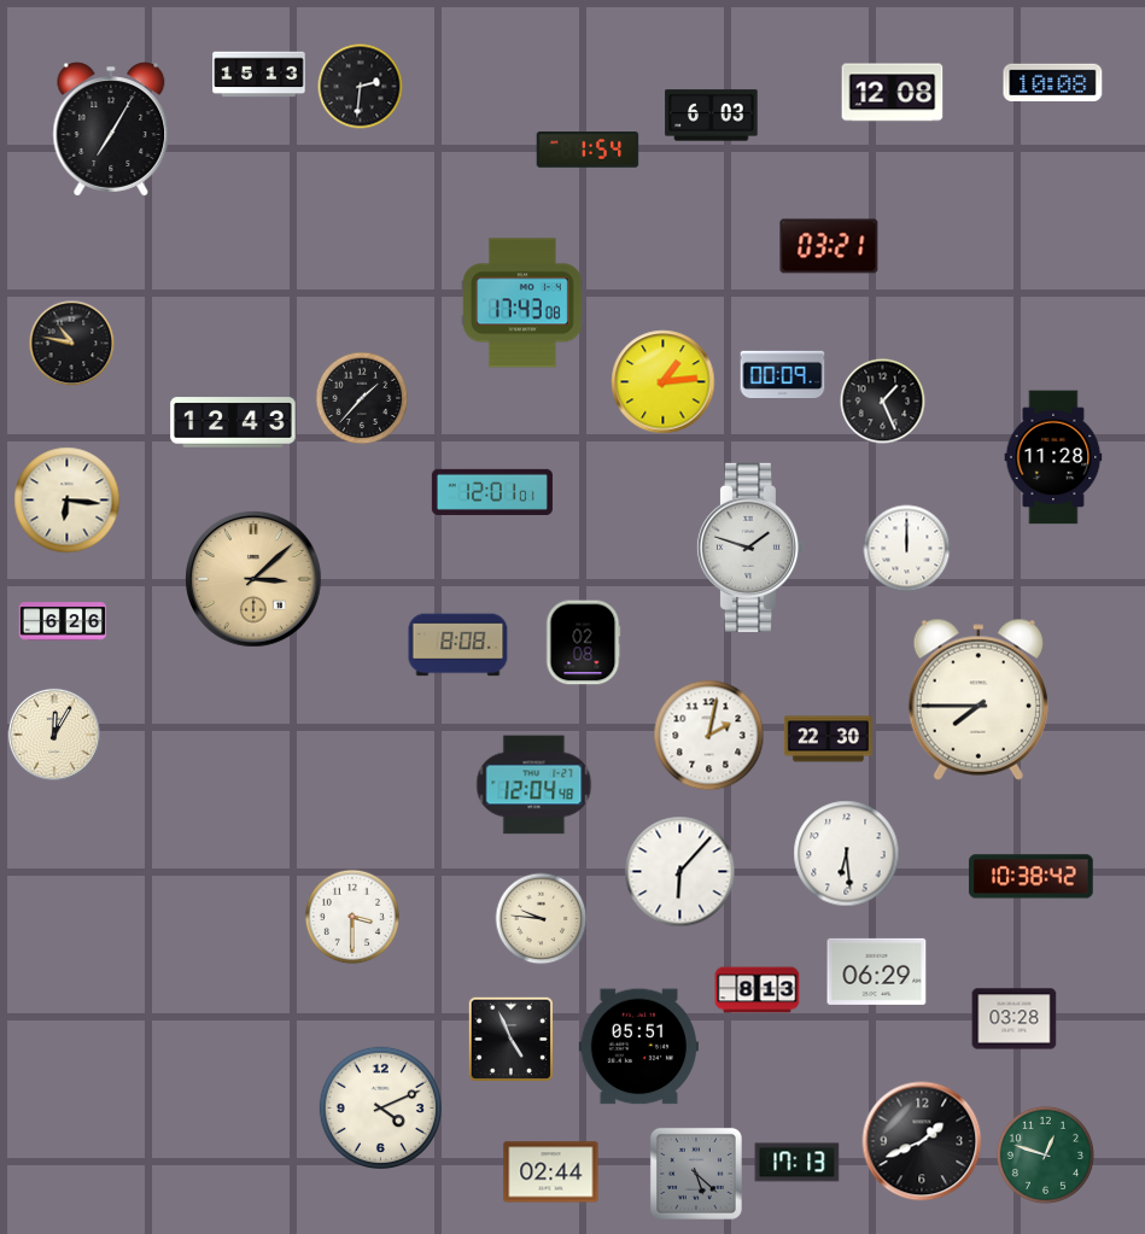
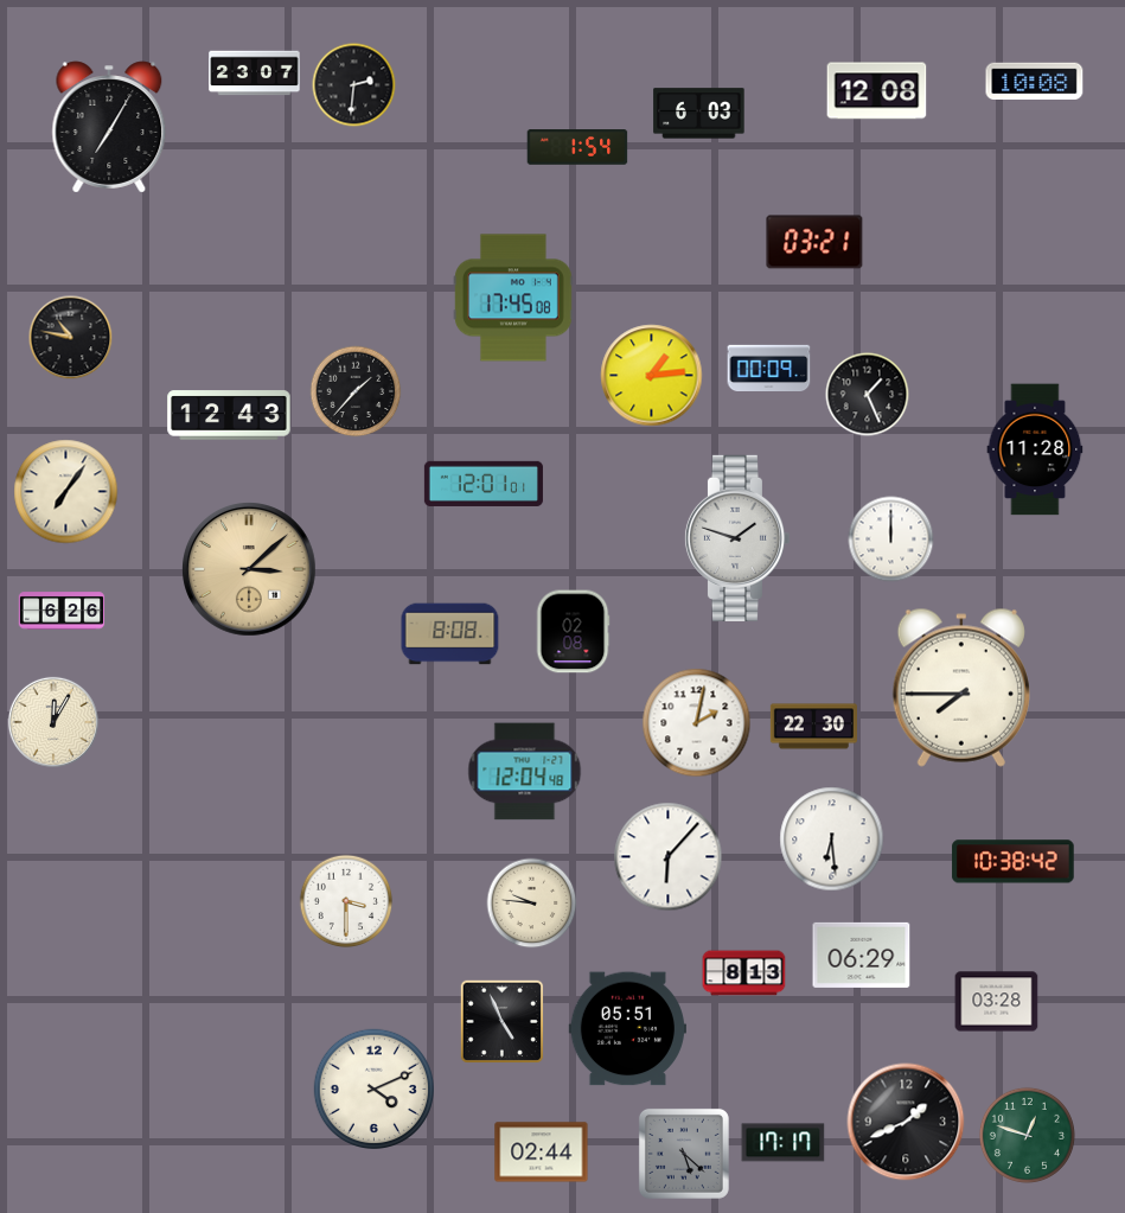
clock at (259, 75): 15:13 -> 23:07
clock at (524, 303): 17:43 -> 17:45
clock at (68, 501): 6:16 -> 7:06
clock at (798, 1163): 17:13 -> 17:17
